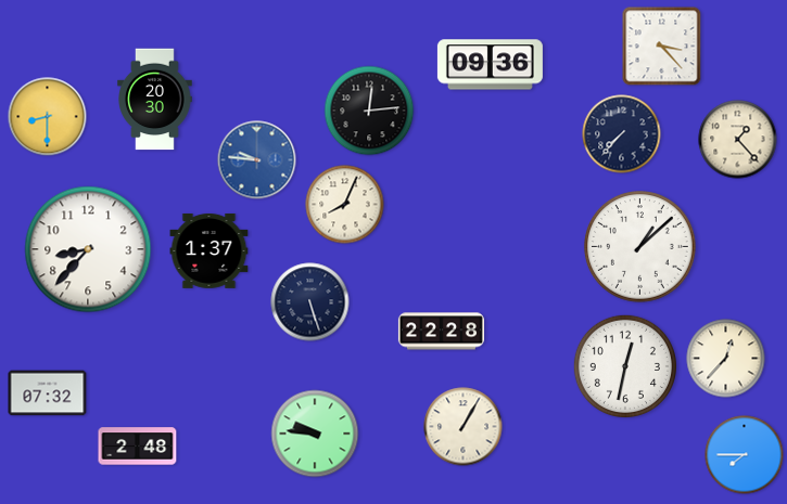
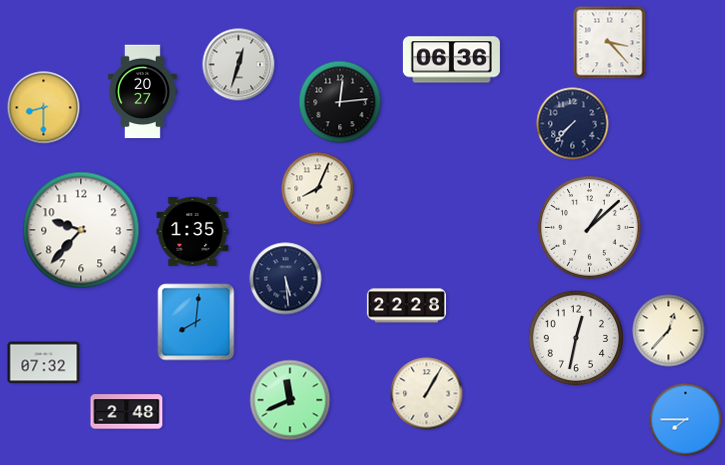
clock at (490, 65): 09:36 -> 06:36
clock at (239, 65): none -> 12:33
clock at (155, 100): 20:30 -> 20:27
clock at (738, 140): 1:23 -> none
clock at (257, 160): 9:46 -> none
clock at (88, 249): 8:37 -> 9:37
clock at (210, 250): 1:37 -> 1:35
clock at (310, 302): 5:27 -> 5:29
clock at (196, 322): none -> 8:01
clock at (315, 434): 9:46 -> 11:41
